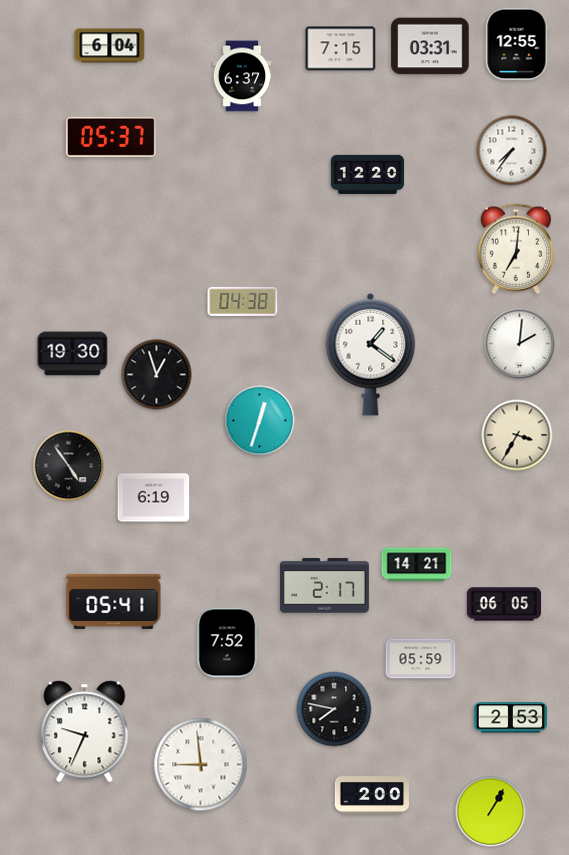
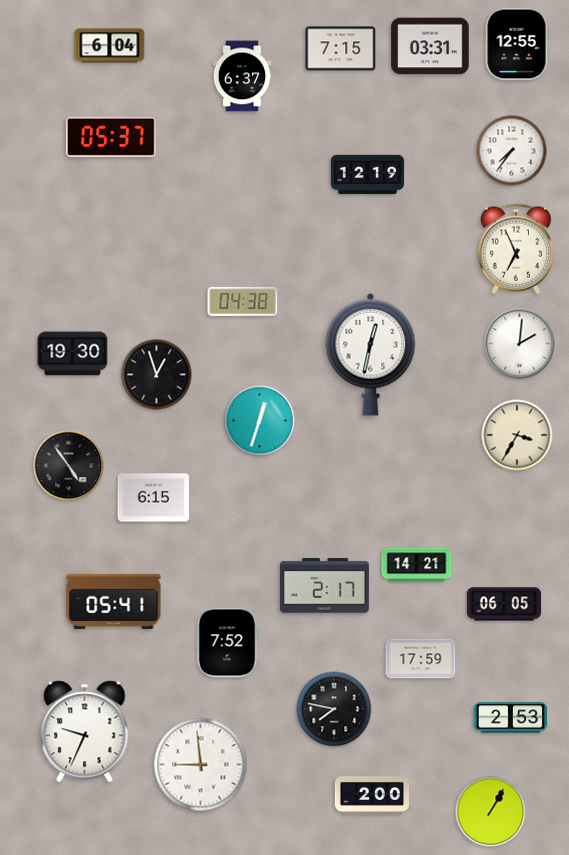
clock at (368, 174): 12:20 -> 12:19
clock at (516, 249): 7:01 -> 6:56
clock at (371, 354): 1:21 -> 12:32
clock at (154, 498): 6:19 -> 6:15
clock at (421, 659): 05:59 -> 17:59
